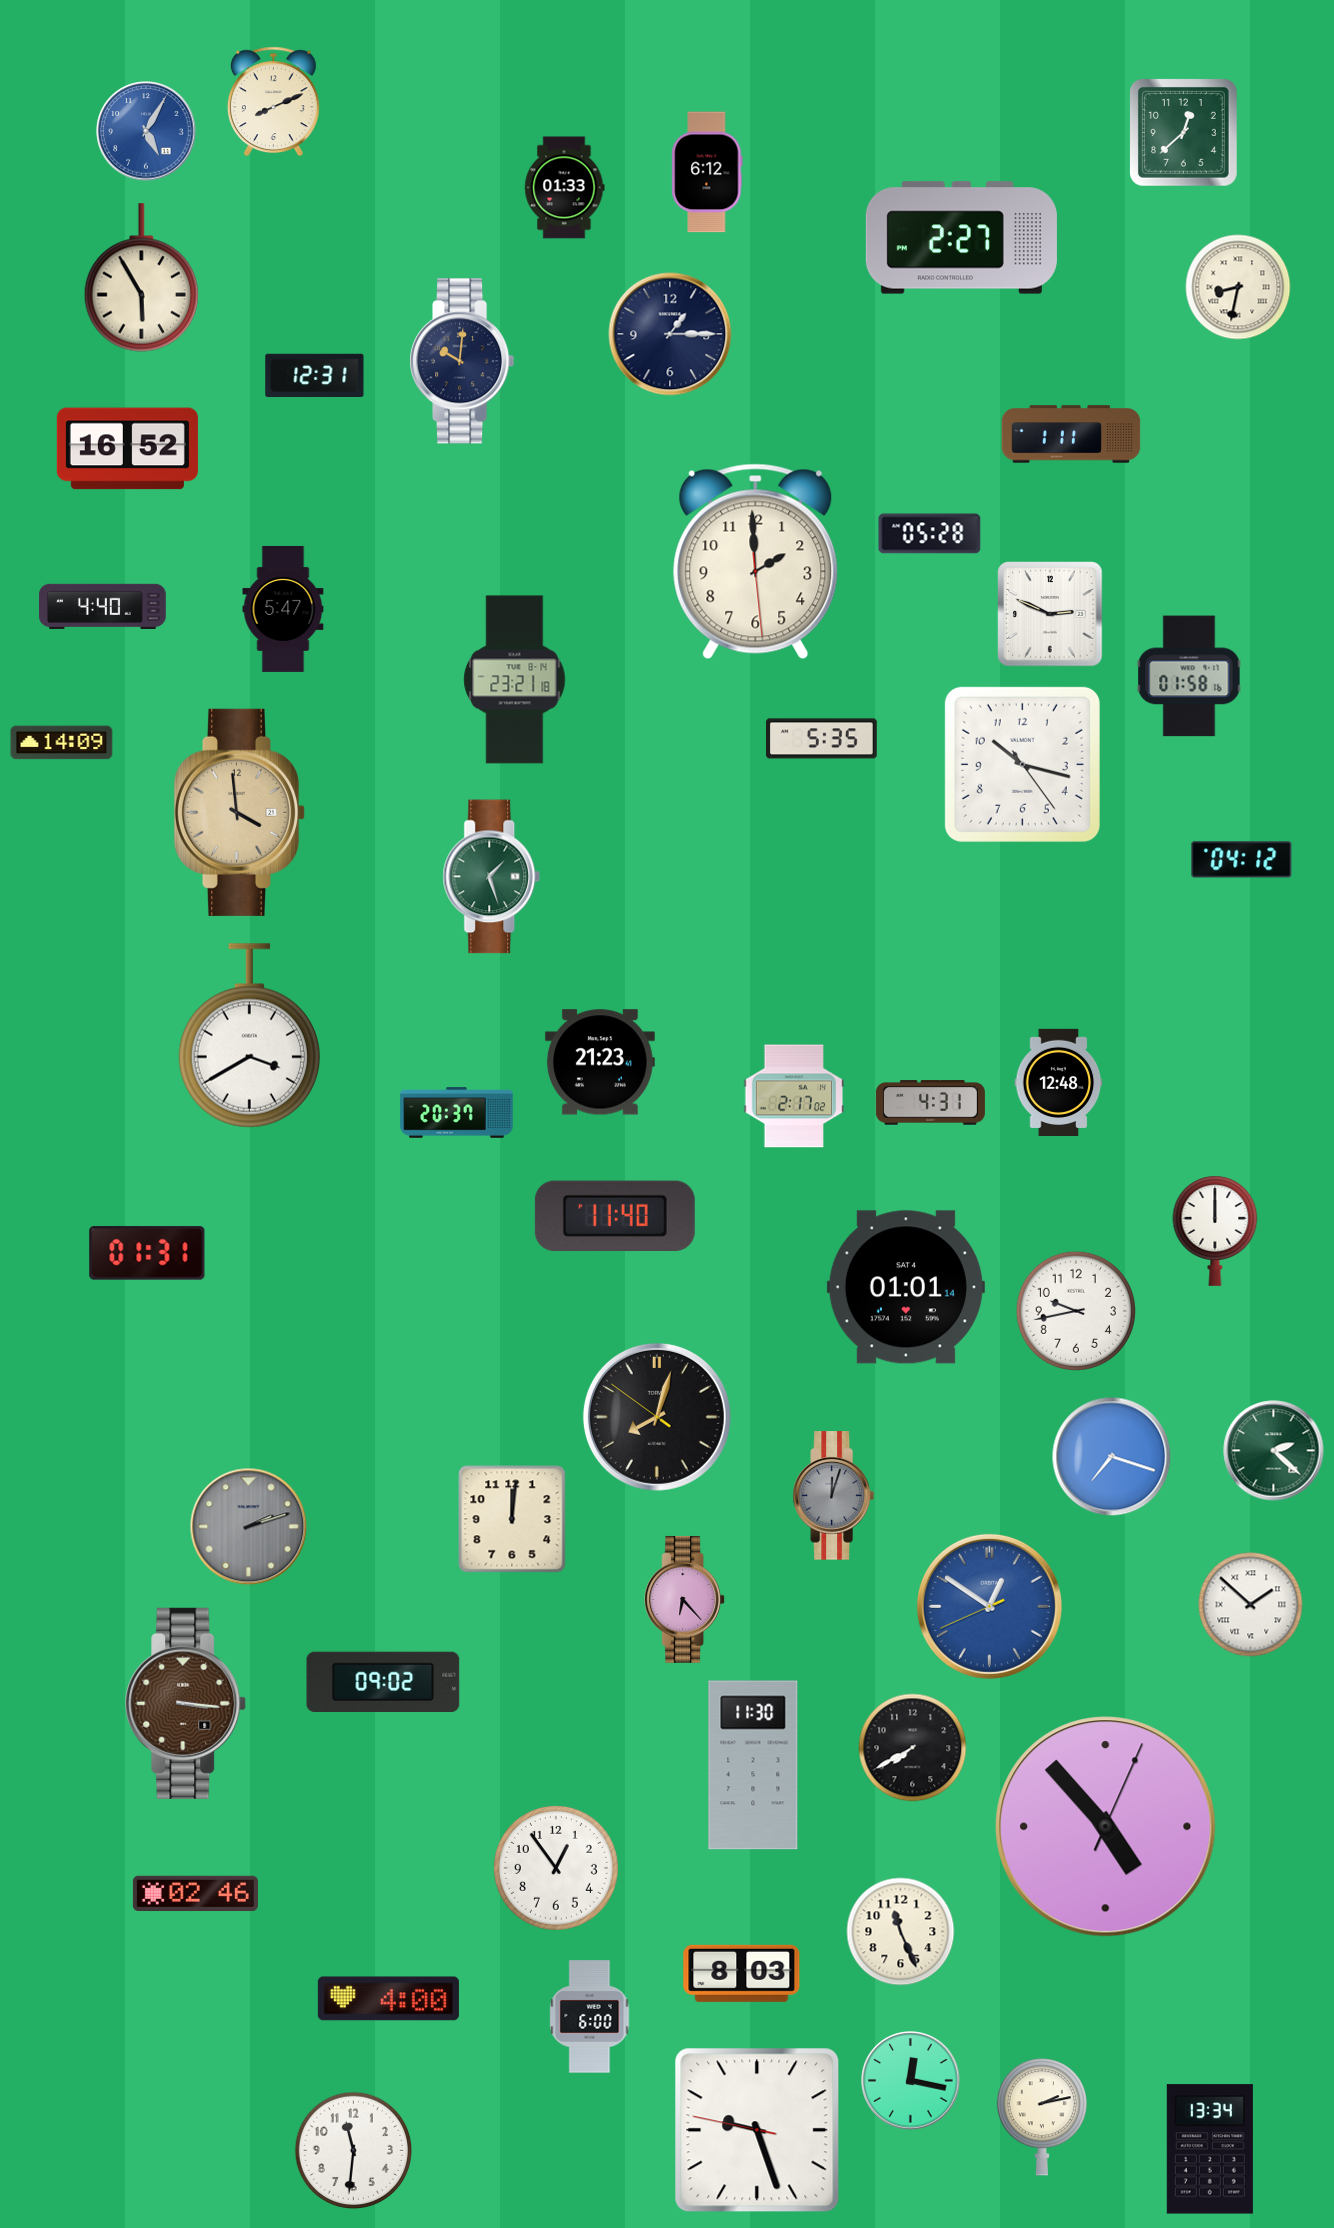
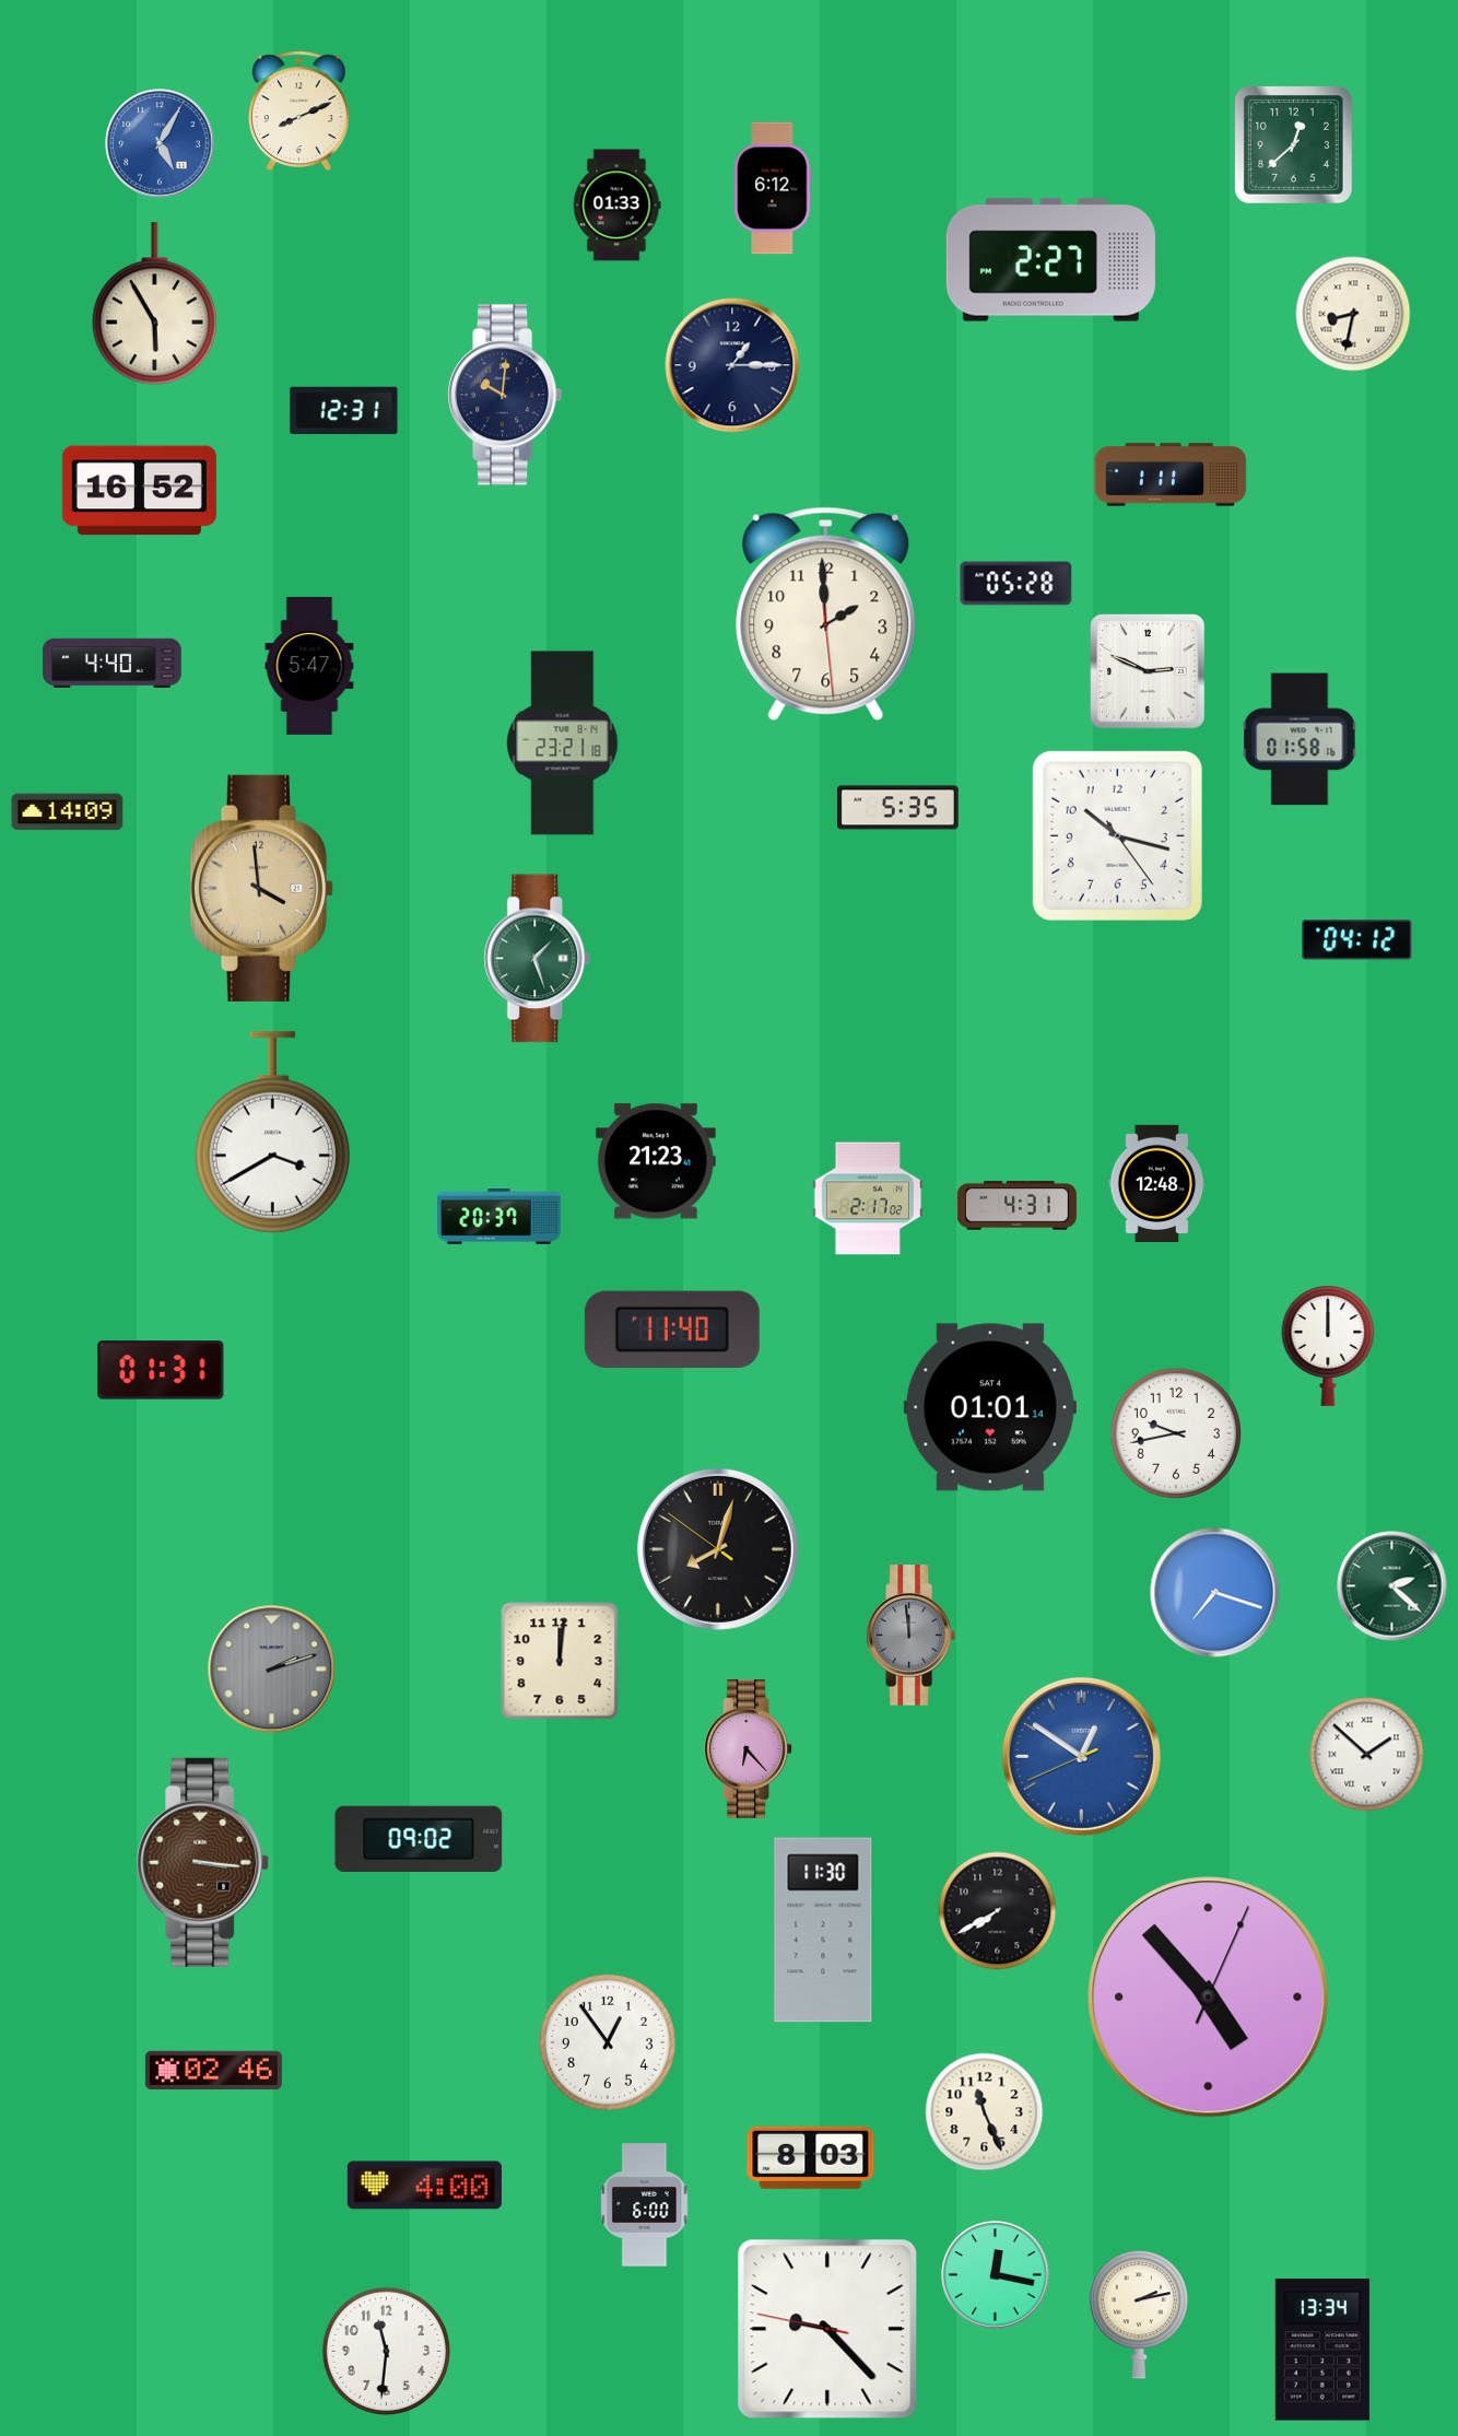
clock at (833, 1496): 12:03 -> 11:59
clock at (757, 2130): 9:26 -> 9:22
